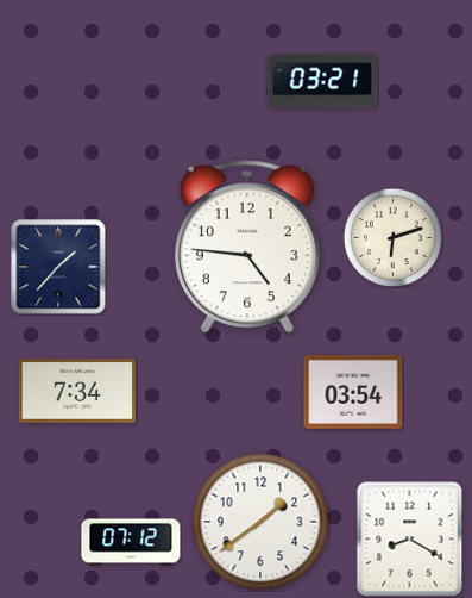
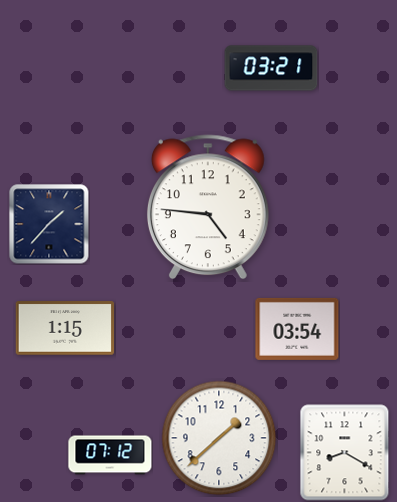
clock at (392, 237): 6:12 -> none
clock at (77, 391): 7:34 -> 1:15
clock at (260, 522): 1:39 -> 1:38
